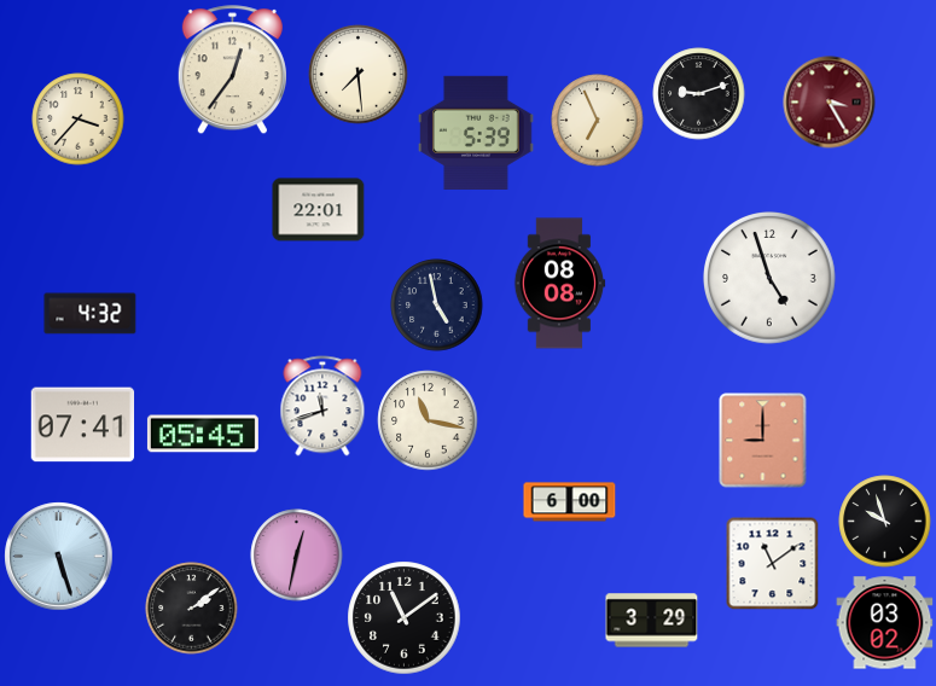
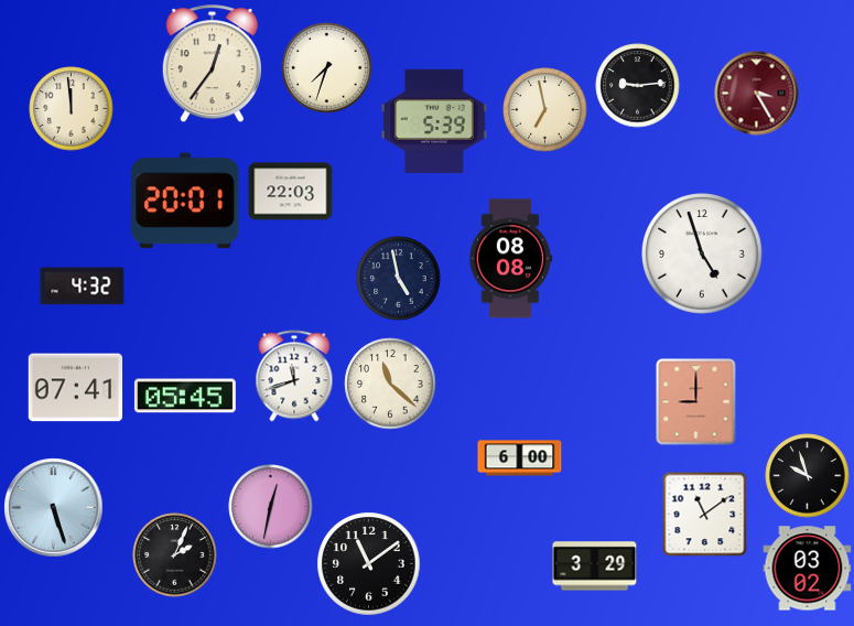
clock at (359, 75): 7:29 -> 7:33
clock at (699, 94): 9:12 -> 9:14
clock at (79, 120): 3:37 -> 11:59
clock at (598, 121): 6:56 -> 6:58
clock at (319, 210): 22:01 -> 22:03
clock at (185, 201): none -> 20:01
clock at (322, 406) position: (322, 406) -> (294, 376)
clock at (428, 420): 11:17 -> 11:22
clock at (192, 609): 2:09 -> 2:04
